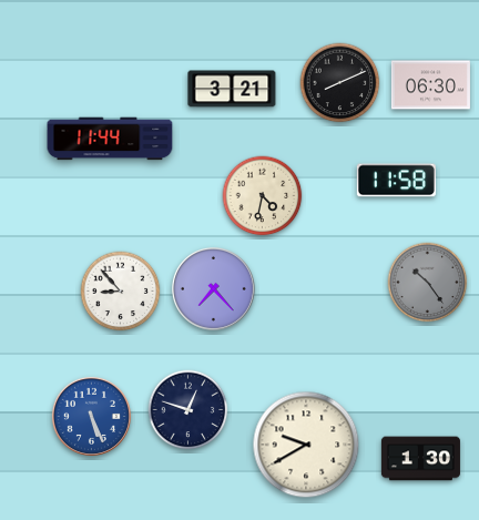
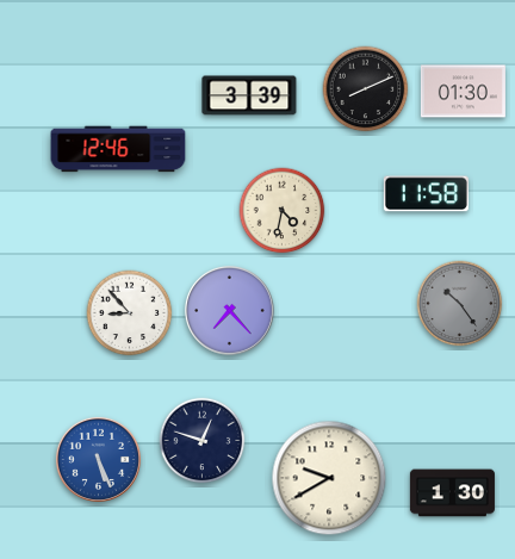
clock at (430, 85): 06:30 -> 01:30
clock at (232, 89): 3:21 -> 3:39
clock at (110, 139): 11:44 -> 12:46
clock at (91, 416) position: (91, 416) -> (98, 459)
